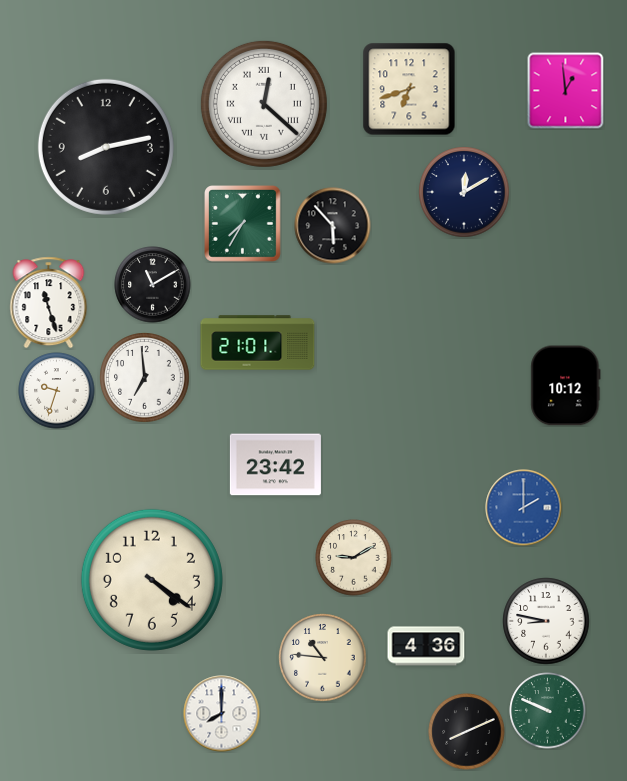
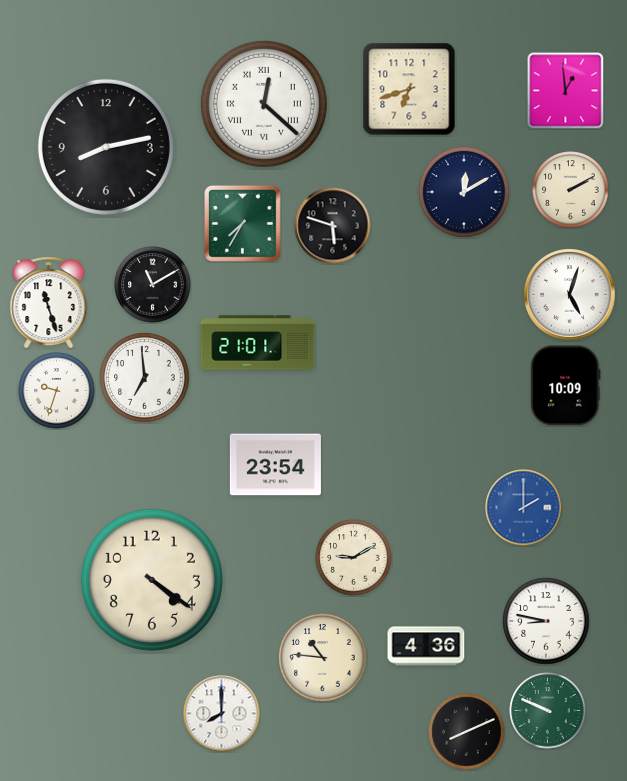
clock at (571, 190): none -> 2:10
clock at (333, 226): 5:53 -> 5:48
clock at (570, 295): none -> 5:03
clock at (566, 386): 10:12 -> 10:09
clock at (275, 465): 23:42 -> 23:54
